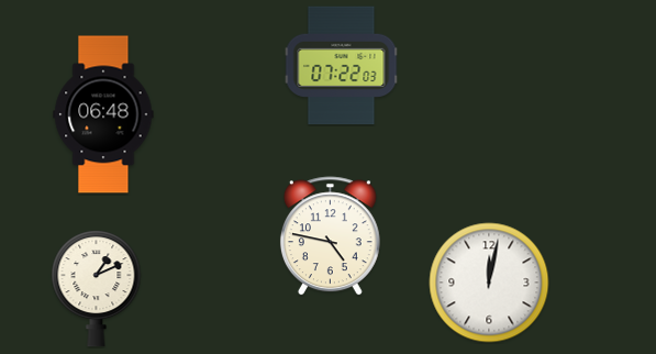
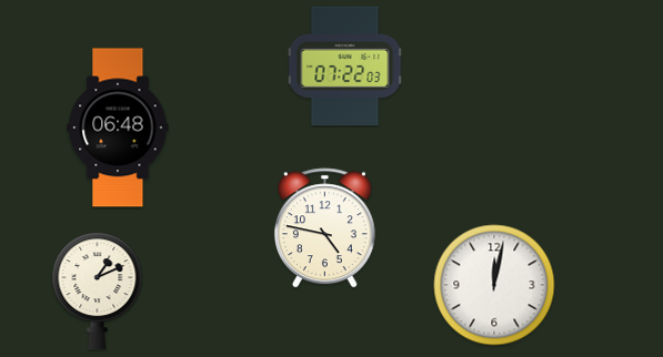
clock at (103, 114) position: (103, 114) -> (118, 127)
clock at (330, 236) position: (330, 236) -> (324, 228)
